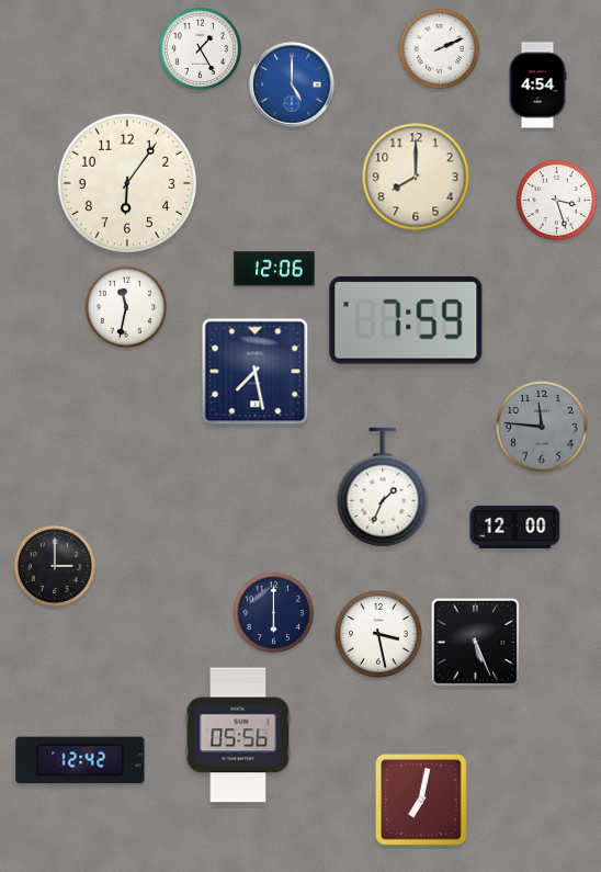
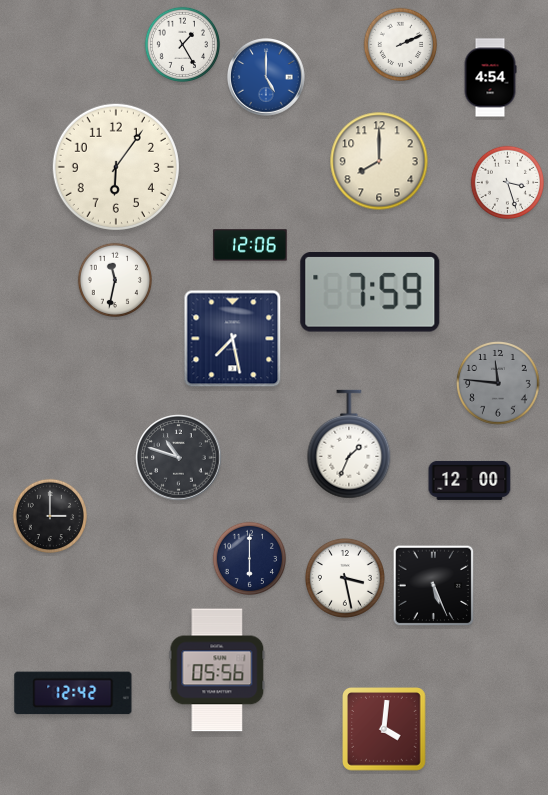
clock at (543, 428) position: (543, 428) -> (499, 384)
clock at (179, 458): none -> 10:48
clock at (421, 800): 7:02 -> 4:01
